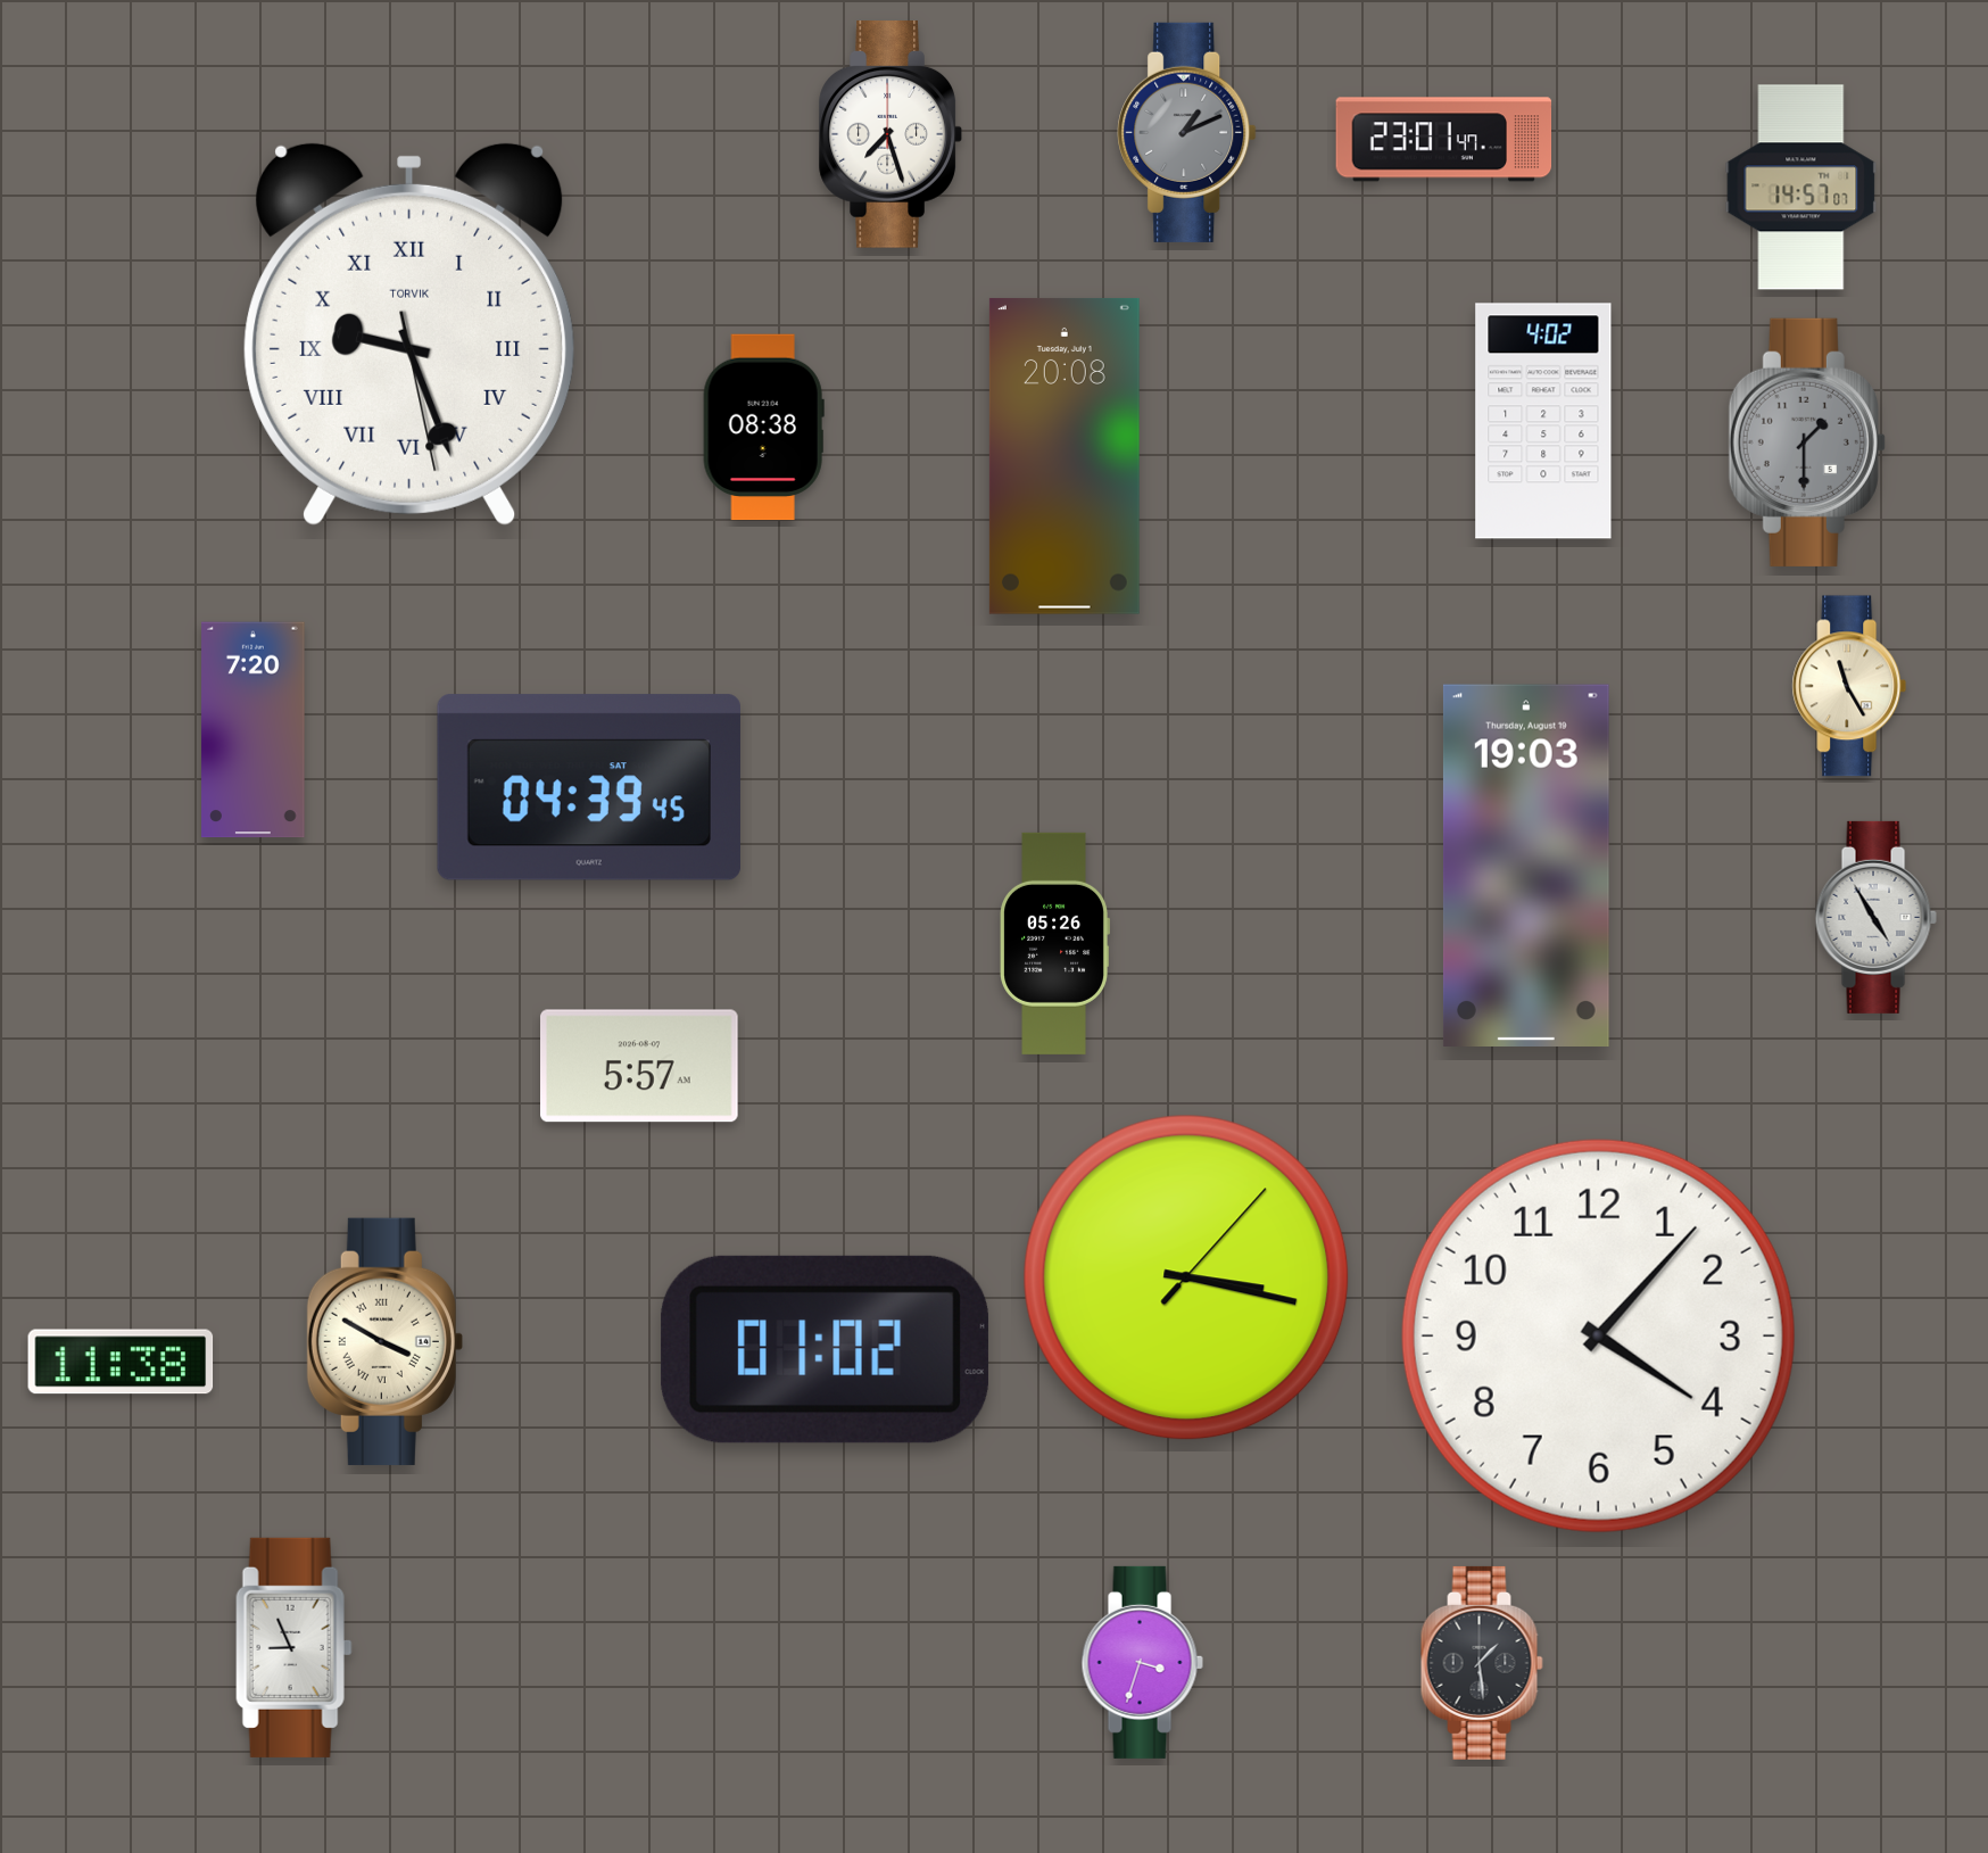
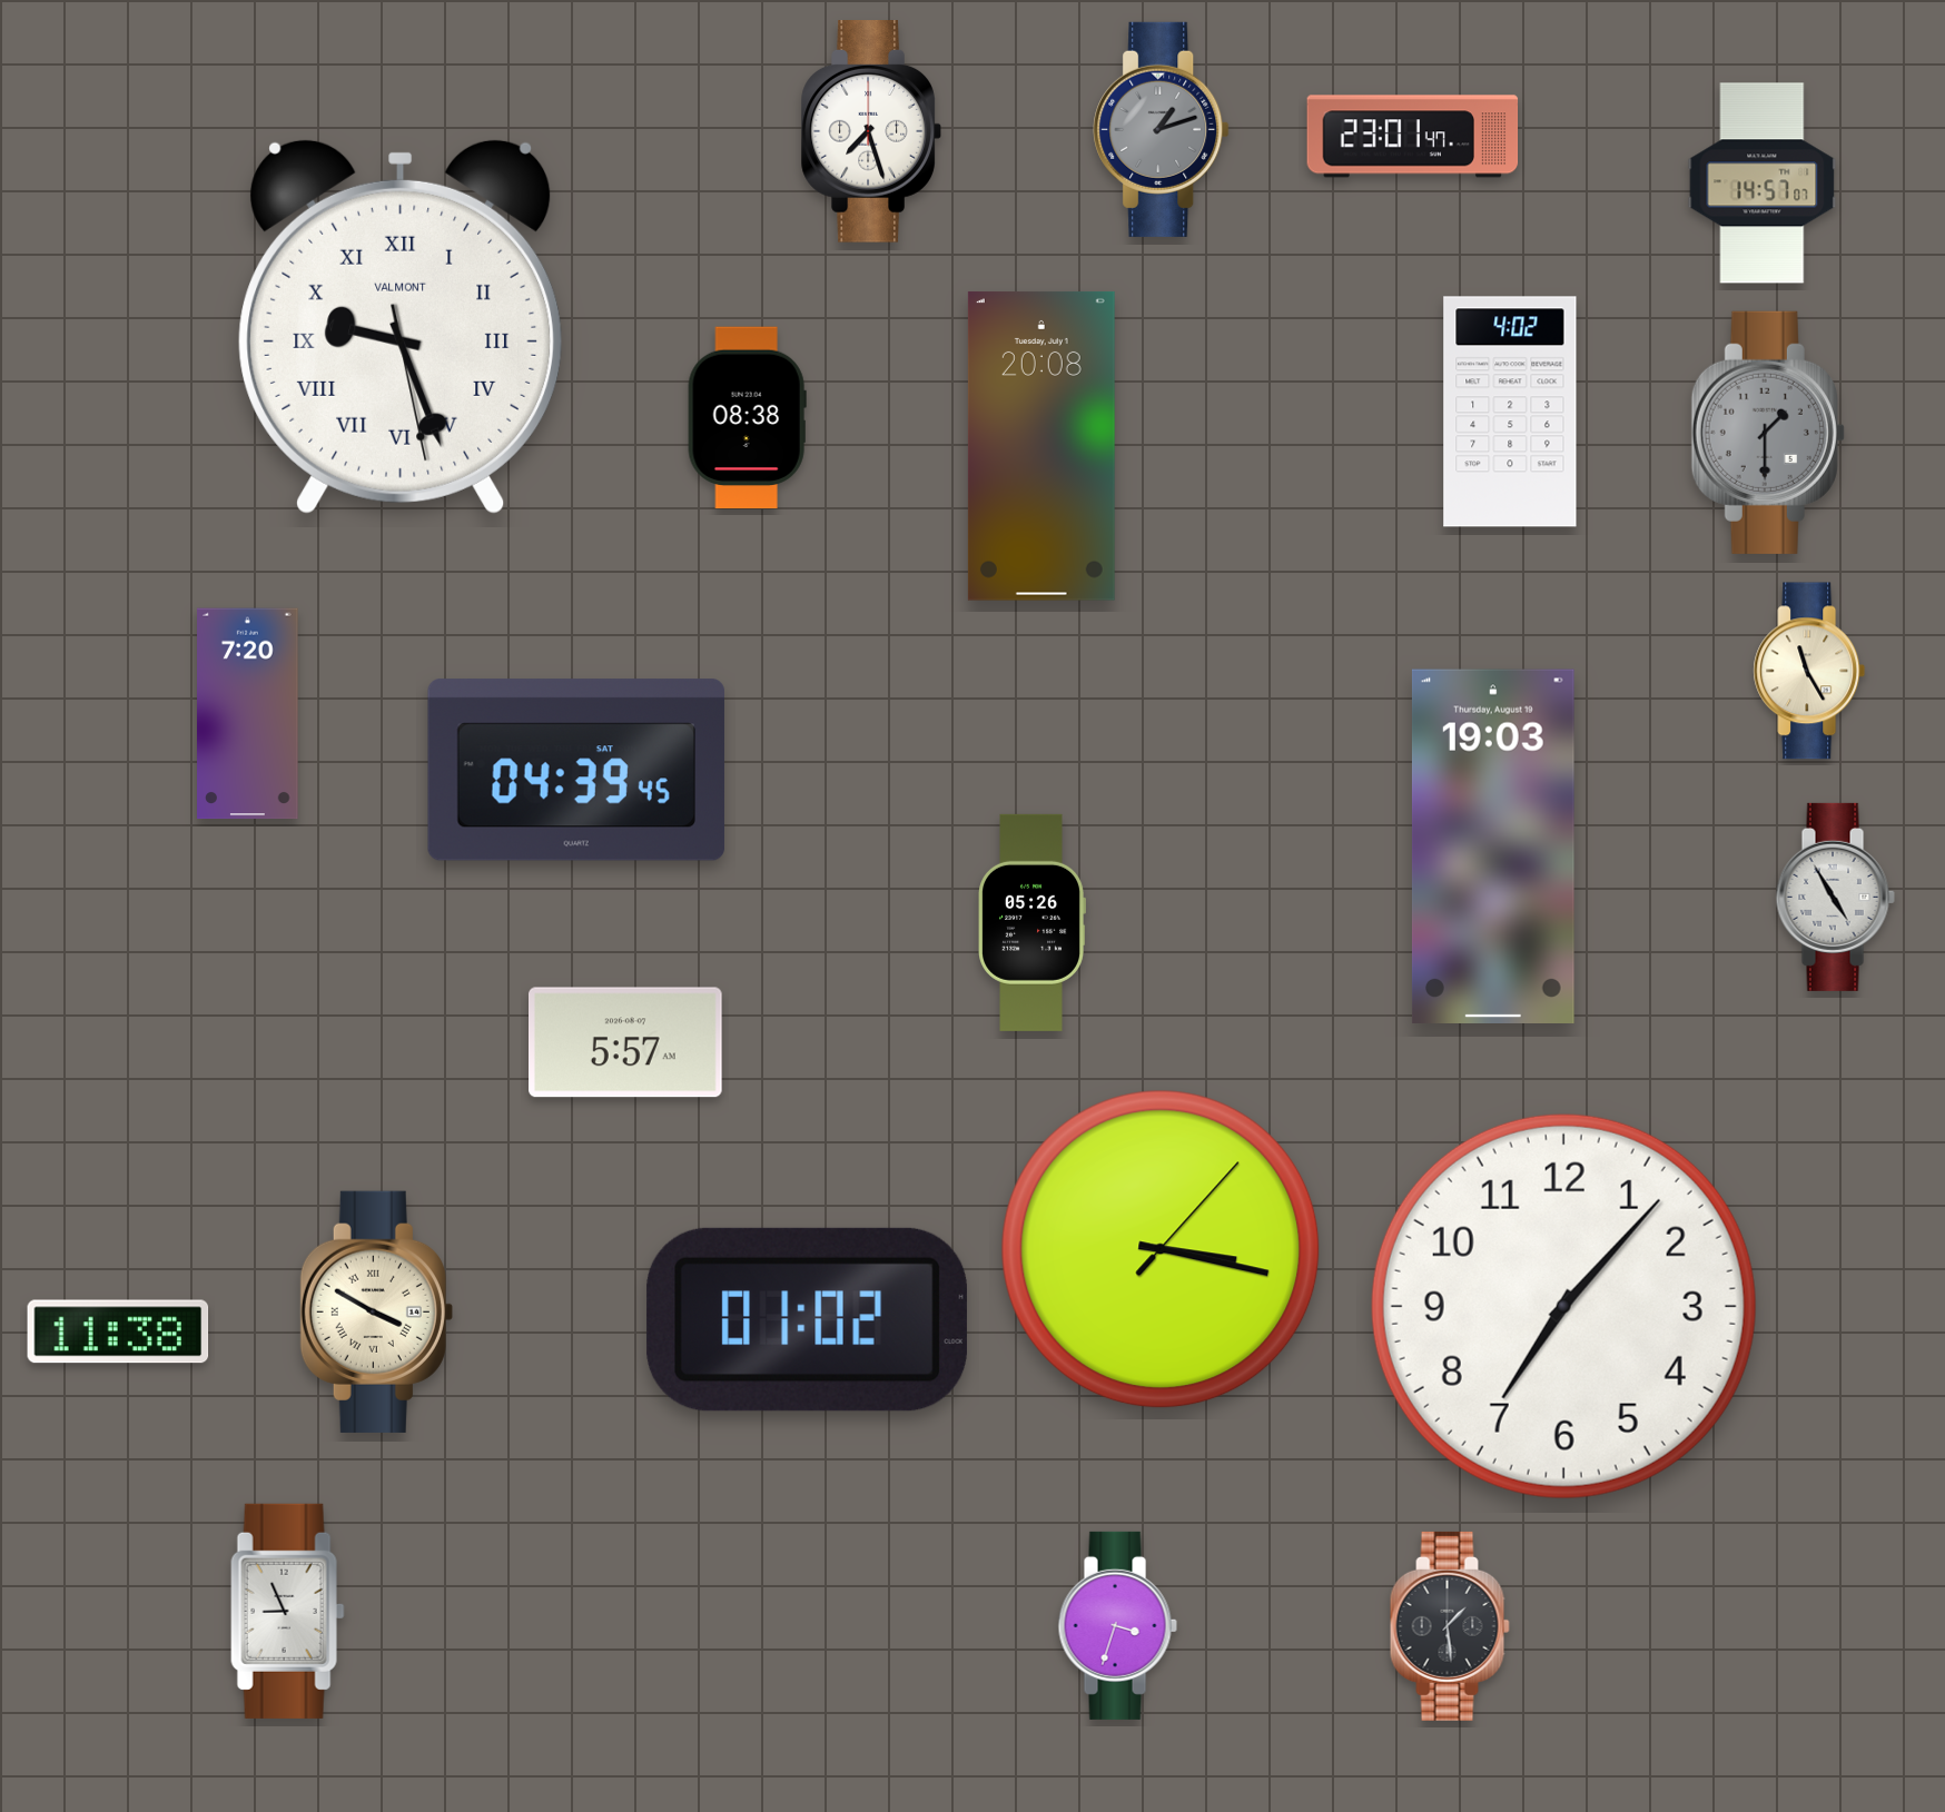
clock at (1187, 132): 1:11 -> 1:12
clock at (409, 334) brand: TORVIK -> VALMONT
clock at (1598, 1335): 4:07 -> 7:07
